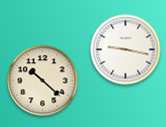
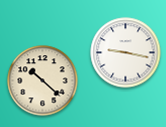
clock at (126, 50) position: (126, 50) -> (126, 53)
